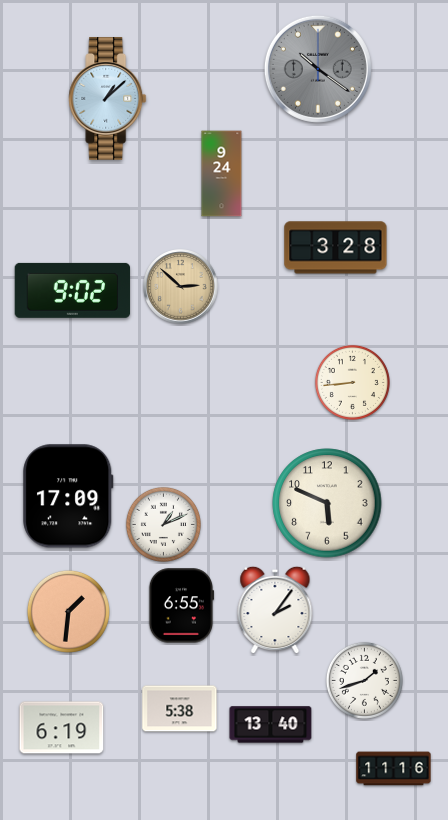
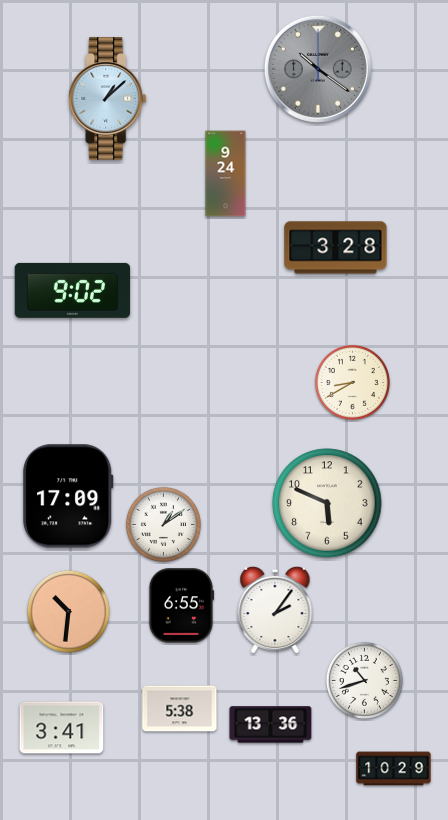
clock at (222, 174) position: (222, 174) -> (226, 174)
clock at (181, 287): 2:52 -> none
clock at (352, 382): 8:44 -> 8:40
clock at (163, 524): 1:11 -> 1:09
clock at (68, 611): 1:31 -> 10:31
clock at (364, 680): 1:42 -> 10:42
clock at (271, 725): 13:40 -> 13:36
clock at (62, 728): 6:19 -> 3:41
clock at (394, 769): 11:16 -> 10:29
